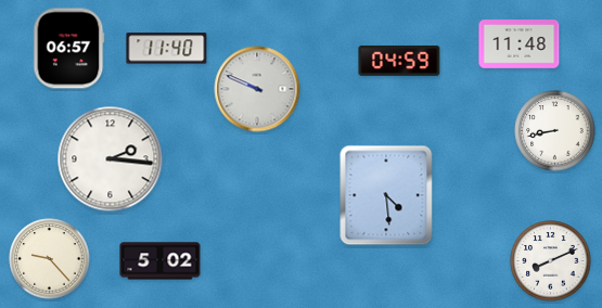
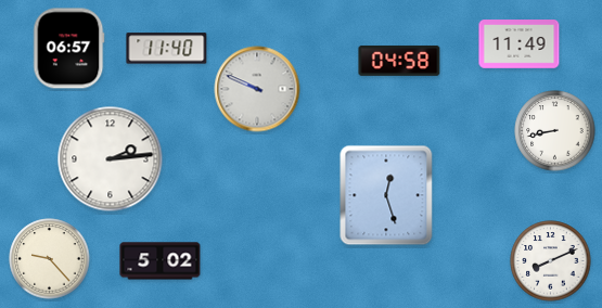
clock at (520, 44): 11:48 -> 11:49
clock at (399, 61): 04:59 -> 04:58
clock at (111, 159): 2:16 -> 2:14
clock at (386, 195): 4:29 -> 12:27
